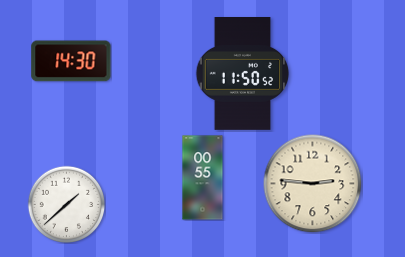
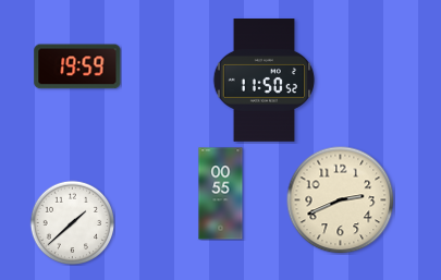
clock at (71, 61): 14:30 -> 19:59
clock at (313, 184): 2:46 -> 2:41
